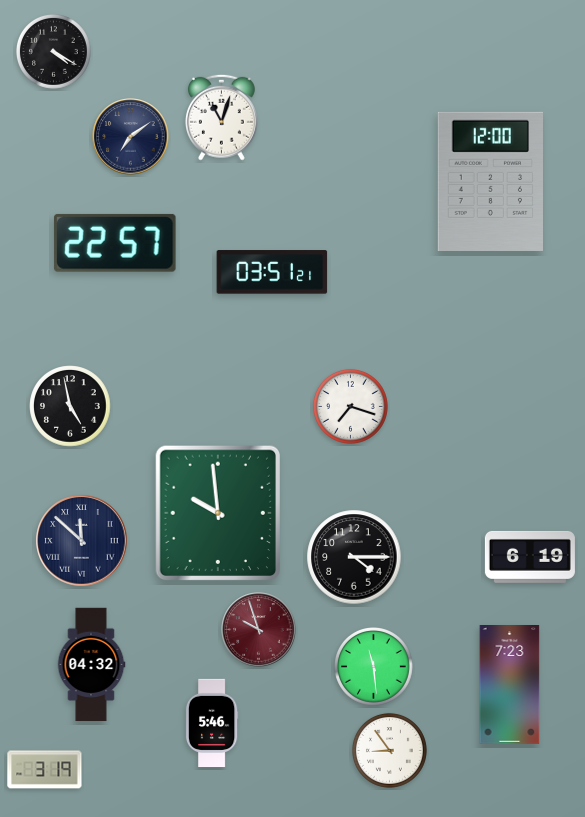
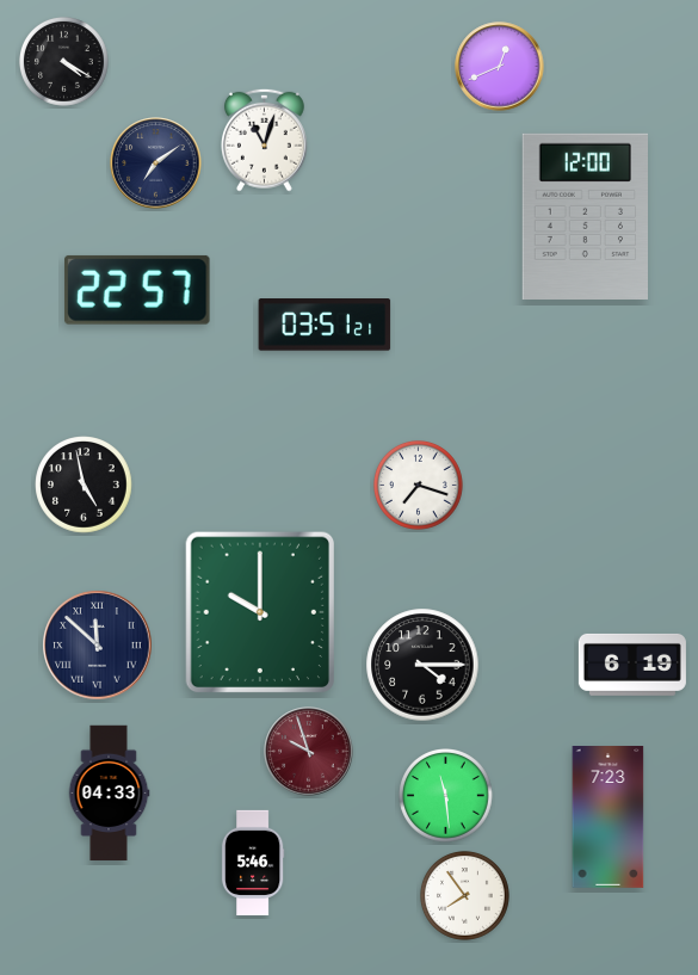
clock at (500, 67): none -> 12:41
clock at (217, 513): 9:59 -> 10:00
clock at (91, 665): 04:32 -> 04:33
clock at (389, 750): 8:54 -> 7:54
clock at (45, 770): 3:19 -> none
